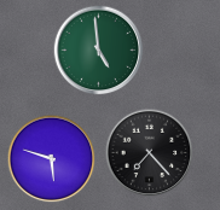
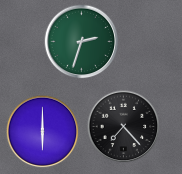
clock at (99, 51): 4:59 -> 2:33
clock at (52, 159): 5:48 -> 6:00
